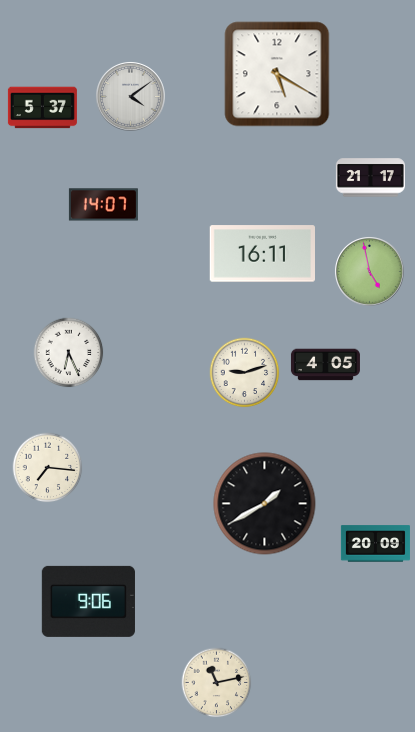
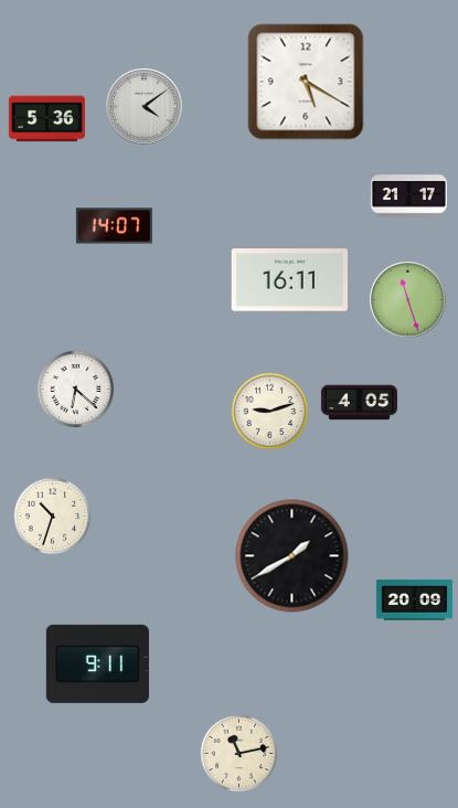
clock at (42, 108): 5:37 -> 5:36
clock at (370, 272): 4:58 -> 11:27
clock at (69, 353): 6:26 -> 6:22
clock at (48, 468): 7:16 -> 10:33
clock at (88, 601): 9:06 -> 9:11
